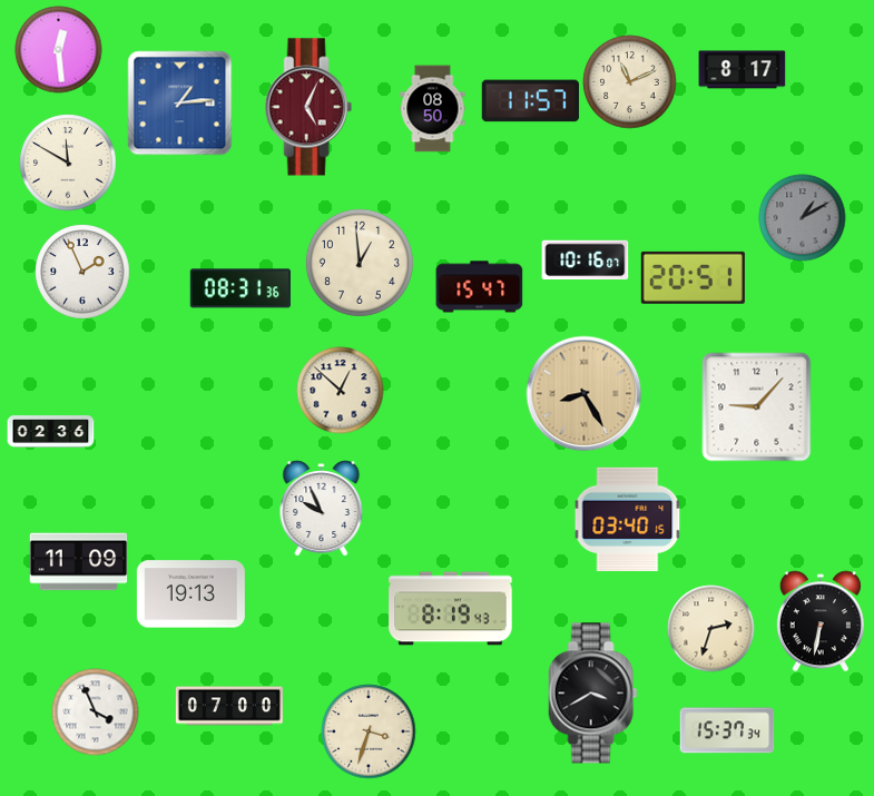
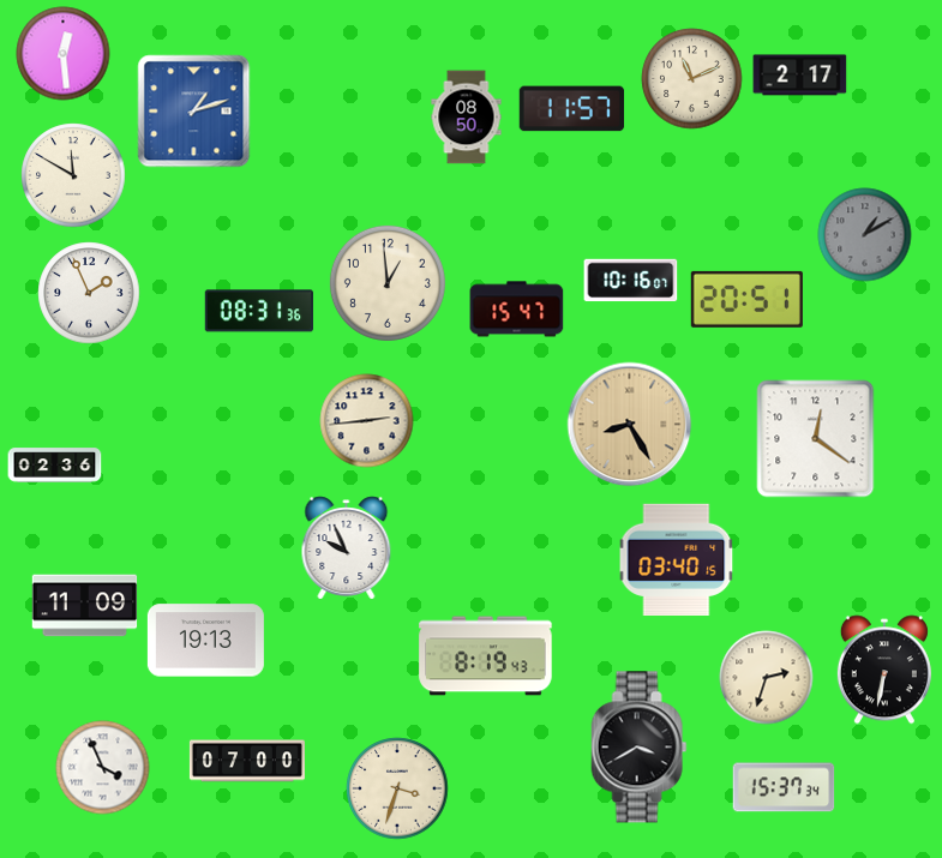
clock at (742, 70): 8:17 -> 2:17
clock at (629, 81) position: (629, 81) -> (691, 78)
clock at (179, 102): 1:14 -> 1:12
clock at (308, 107): 5:04 -> none
clock at (340, 390): 12:52 -> 2:44
clock at (756, 406): 9:07 -> 12:21
